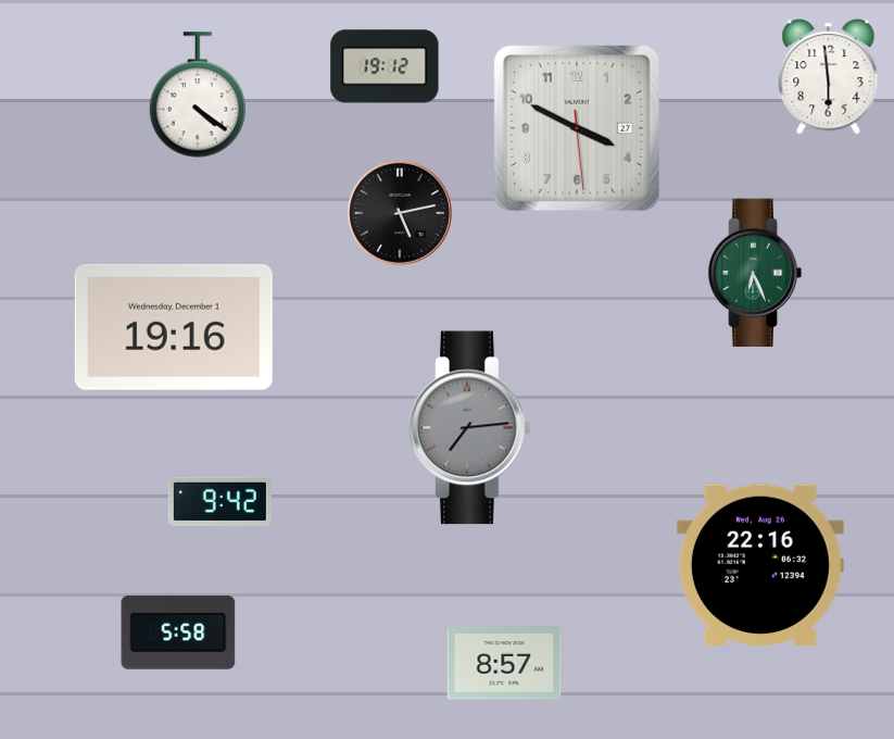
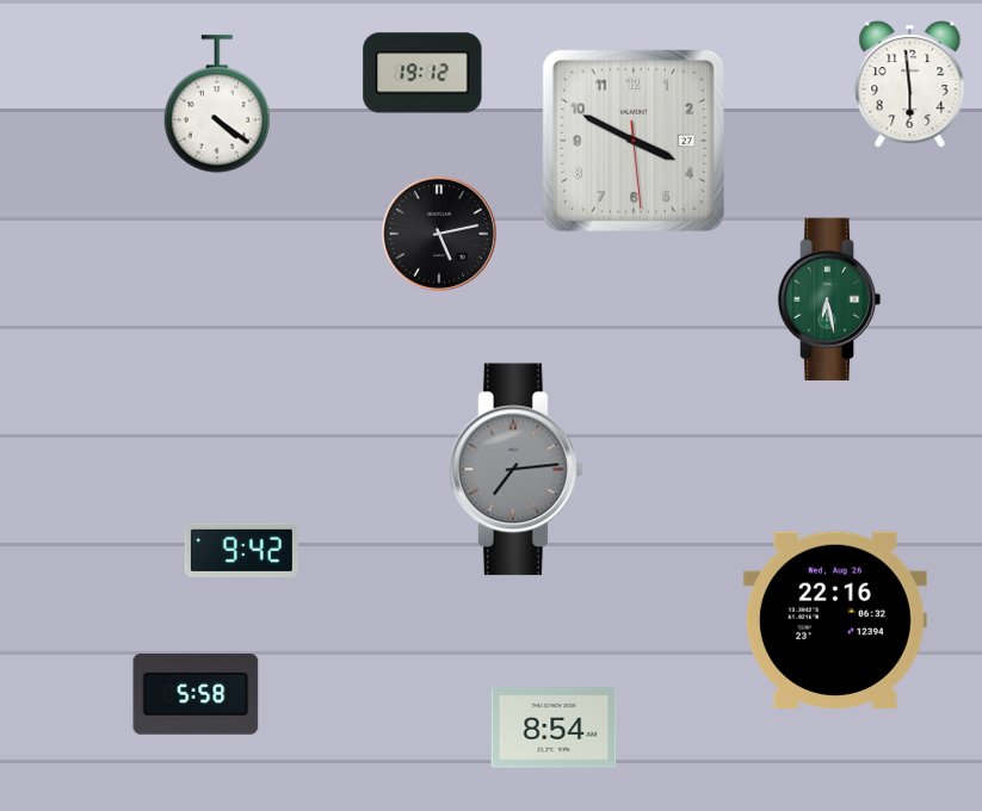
clock at (755, 272): 6:26 -> 6:28
clock at (174, 327): 19:16 -> none
clock at (504, 663): 8:57 -> 8:54
